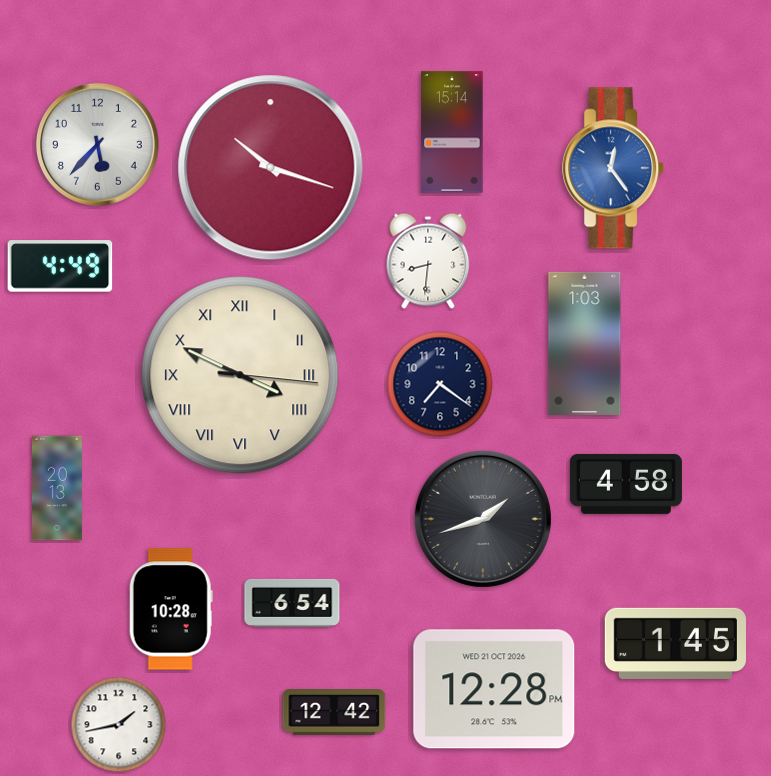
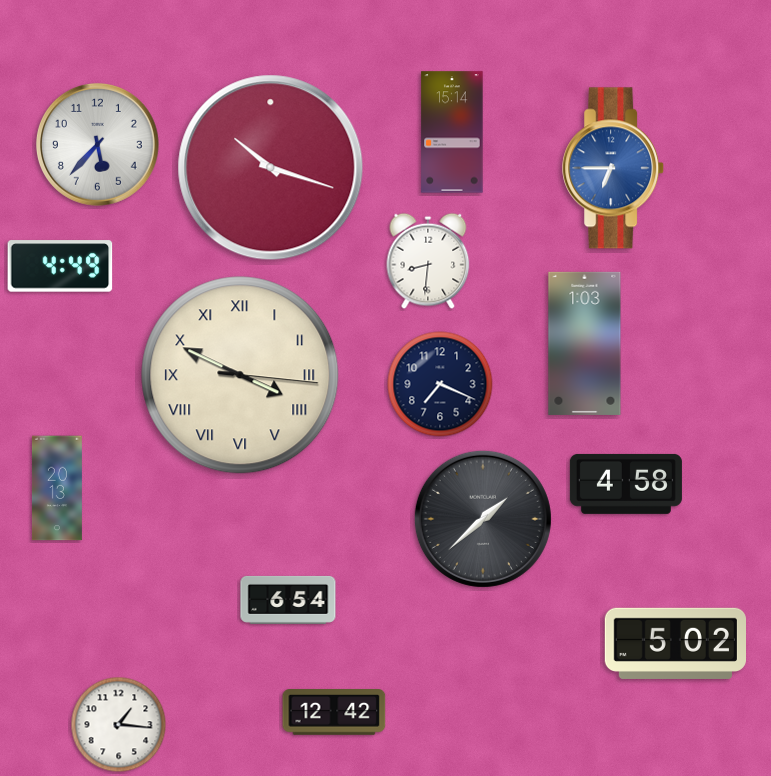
clock at (614, 168): 12:24 -> 6:45
clock at (440, 384): 7:21 -> 7:19
clock at (483, 519): 1:42 -> 1:38
clock at (292, 603) position: (292, 603) -> (288, 600)
clock at (171, 609): 10:28 -> none
clock at (675, 643): 1:45 -> 5:02
clock at (494, 689): 12:28 -> none
clock at (119, 725): 1:43 -> 1:16
